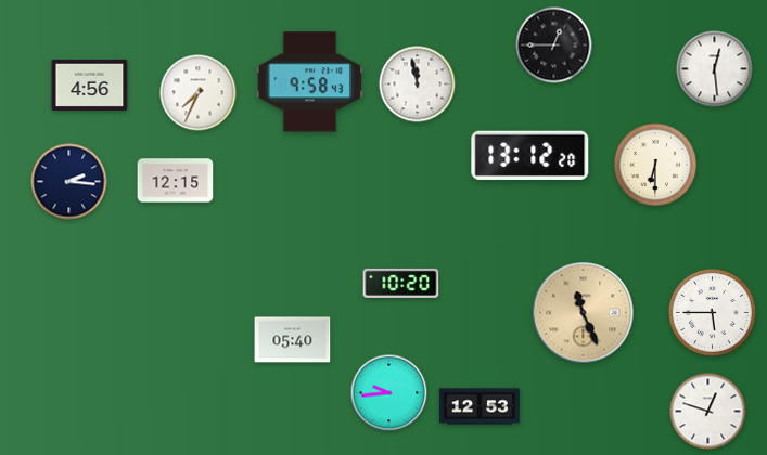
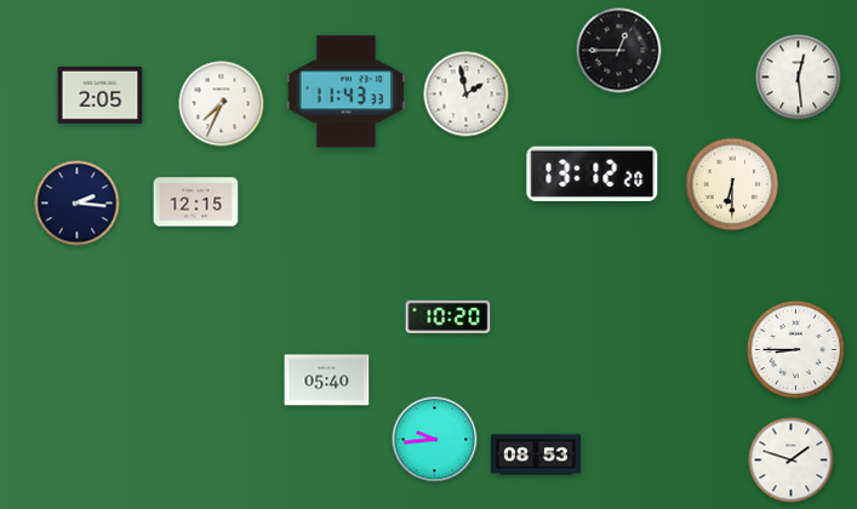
clock at (309, 82): 9:58 -> 11:43
clock at (90, 84): 4:56 -> 2:05
clock at (418, 84): 11:58 -> 1:58
clock at (712, 312): 5:45 -> 8:45
clock at (584, 313): 11:26 -> none
clock at (480, 406): 12:53 -> 08:53
clock at (708, 412): 12:48 -> 1:48
